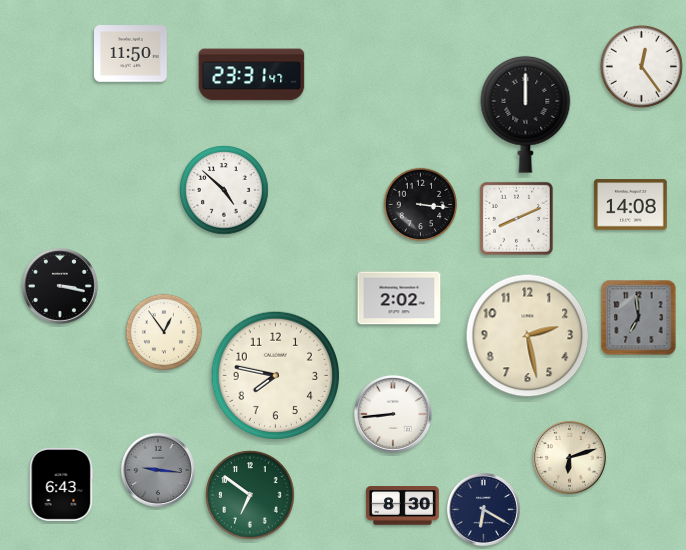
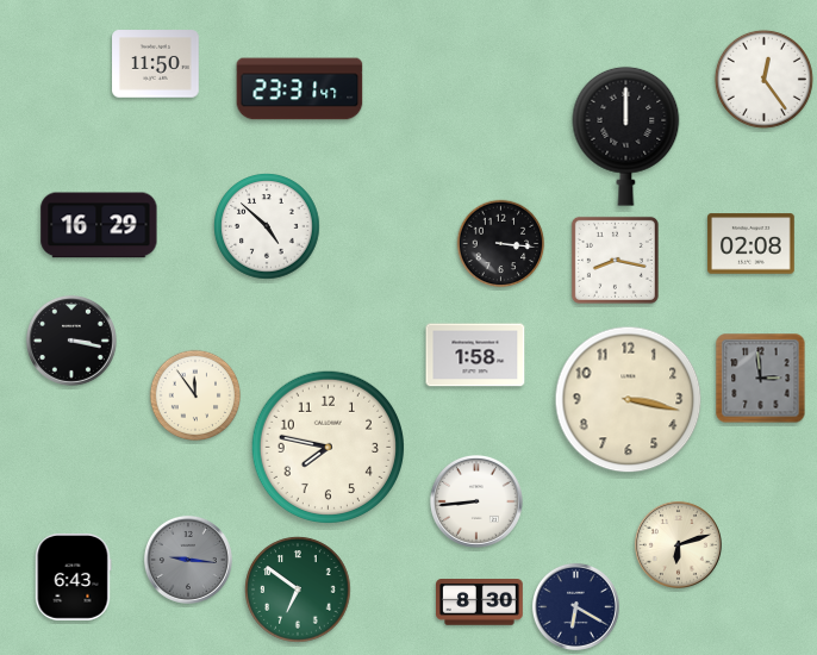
clock at (99, 225): none -> 16:29
clock at (631, 205): 14:08 -> 02:08
clock at (516, 218): 8:11 -> 8:17
clock at (399, 298): 2:02 -> 1:58
clock at (639, 318): 6:59 -> 2:59
clock at (164, 332): 12:54 -> 11:54
clock at (528, 336): 2:28 -> 3:17
clock at (393, 414) position: (393, 414) -> (476, 501)
